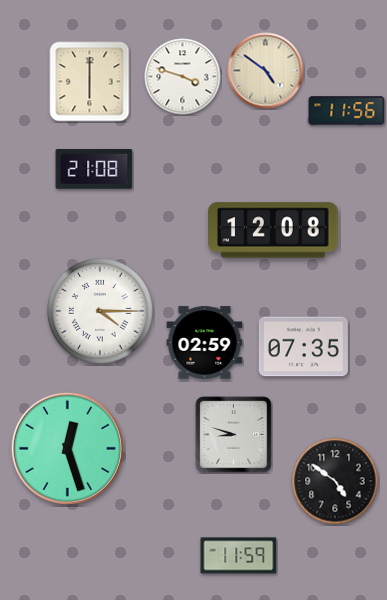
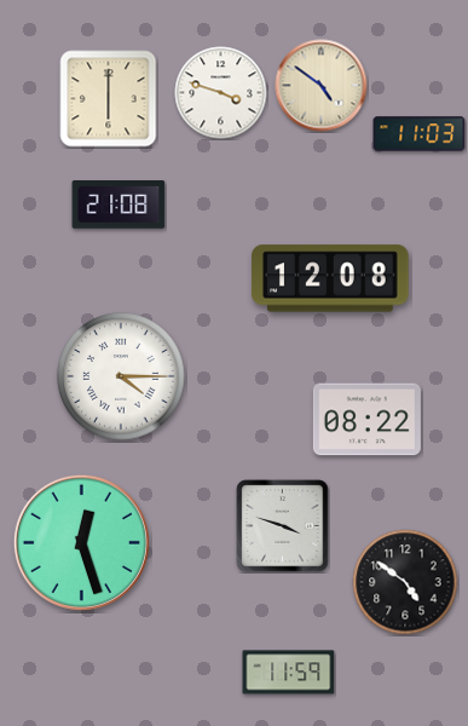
clock at (347, 111): 11:56 -> 11:03
clock at (94, 170) position: (94, 170) -> (119, 206)
clock at (205, 343): 02:59 -> none
clock at (303, 347): 07:35 -> 08:22
clock at (234, 435): 8:48 -> 3:48
